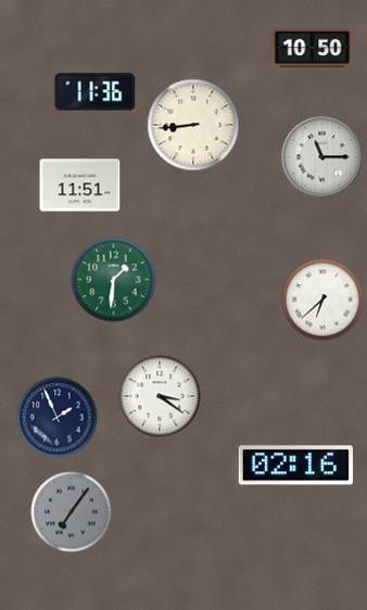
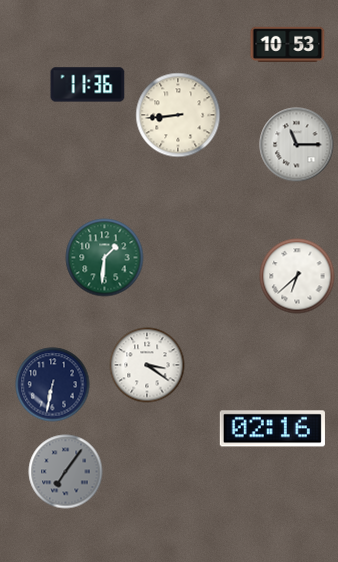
clock at (313, 49): 10:50 -> 10:53
clock at (80, 186): 11:51 -> none
clock at (58, 418): 1:56 -> 6:32
